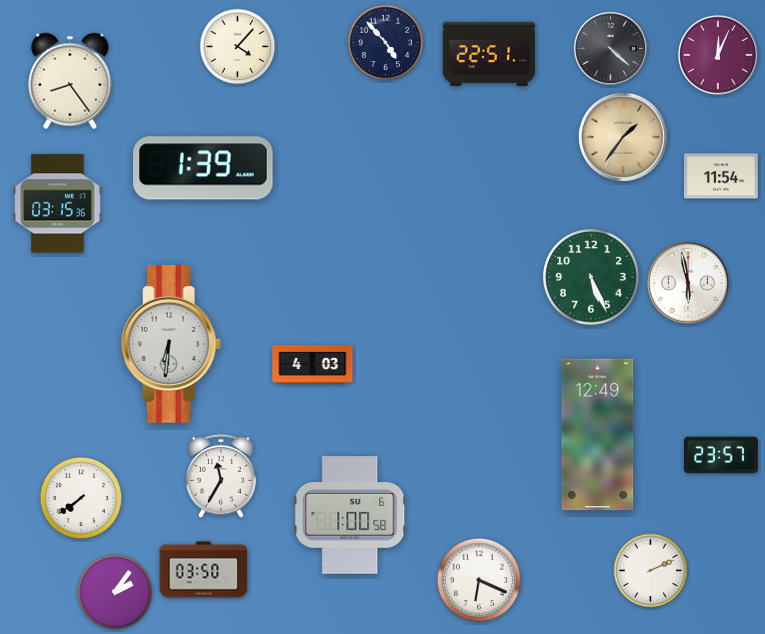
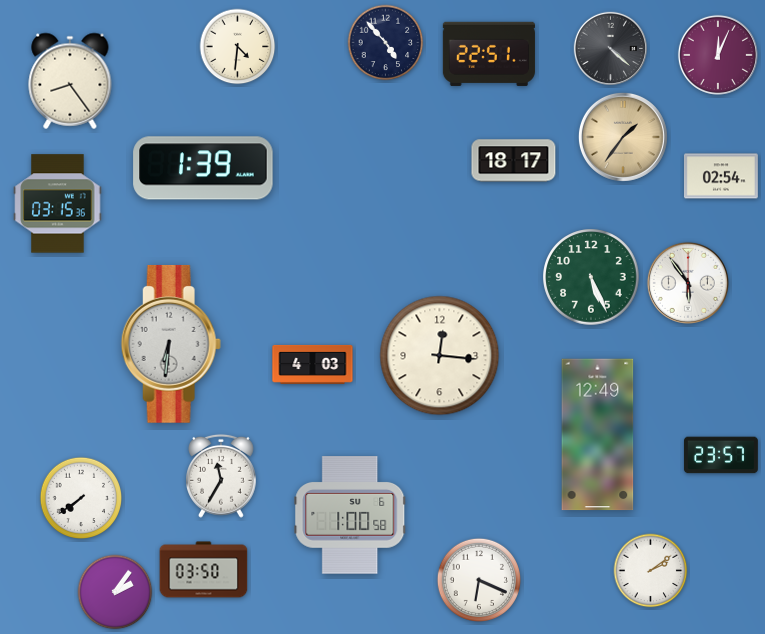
clock at (238, 47): 4:07 -> 4:31
clock at (514, 161): none -> 18:17
clock at (721, 176): 11:54 -> 02:54
clock at (688, 283): 5:58 -> 5:54
clock at (440, 356): none -> 12:16
clock at (651, 571): 2:11 -> 2:09
